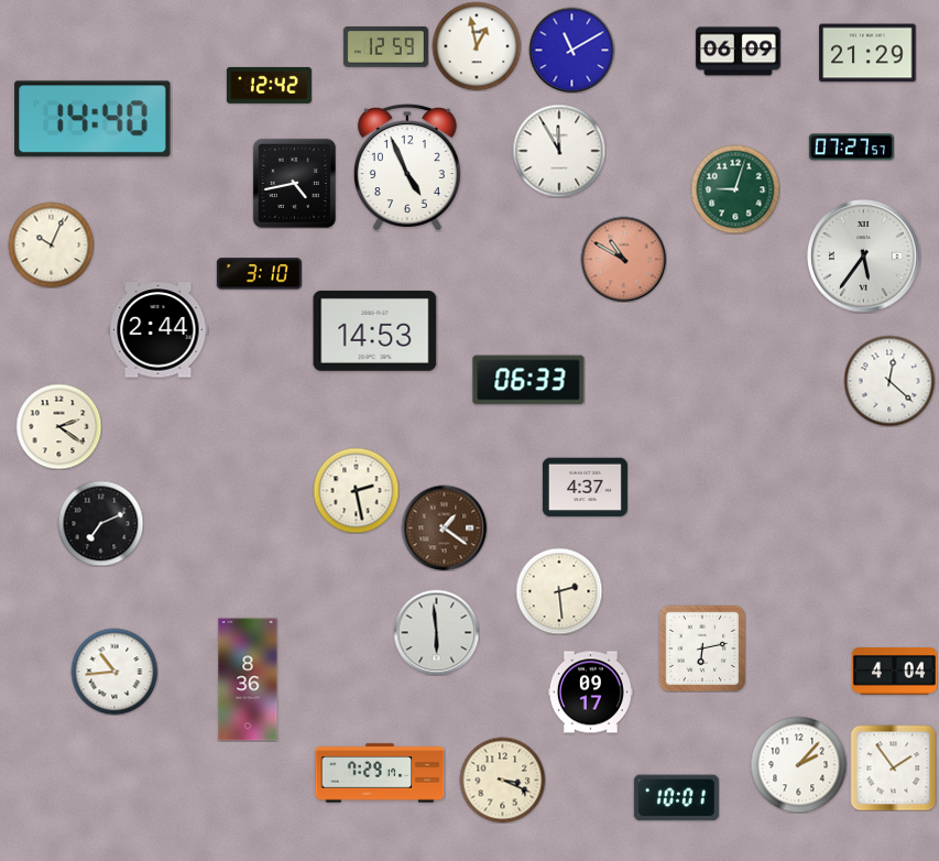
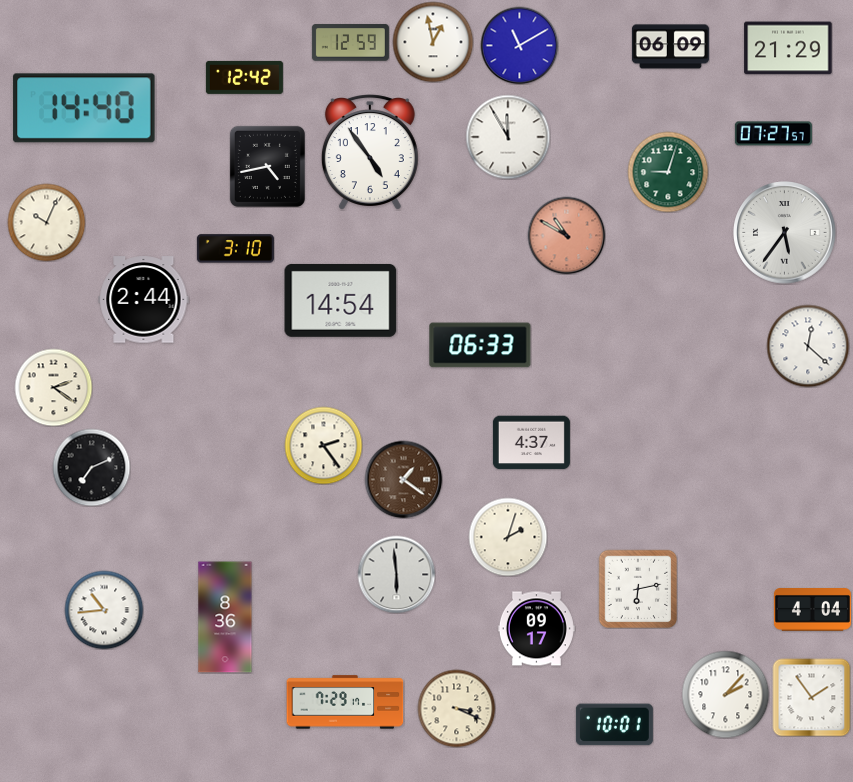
clock at (407, 167): 4:56 -> 4:54
clock at (375, 330): 14:53 -> 14:54
clock at (356, 490): 2:28 -> 2:24
clock at (100, 523) position: (100, 523) -> (91, 467)
clock at (559, 591): 2:29 -> 2:03
